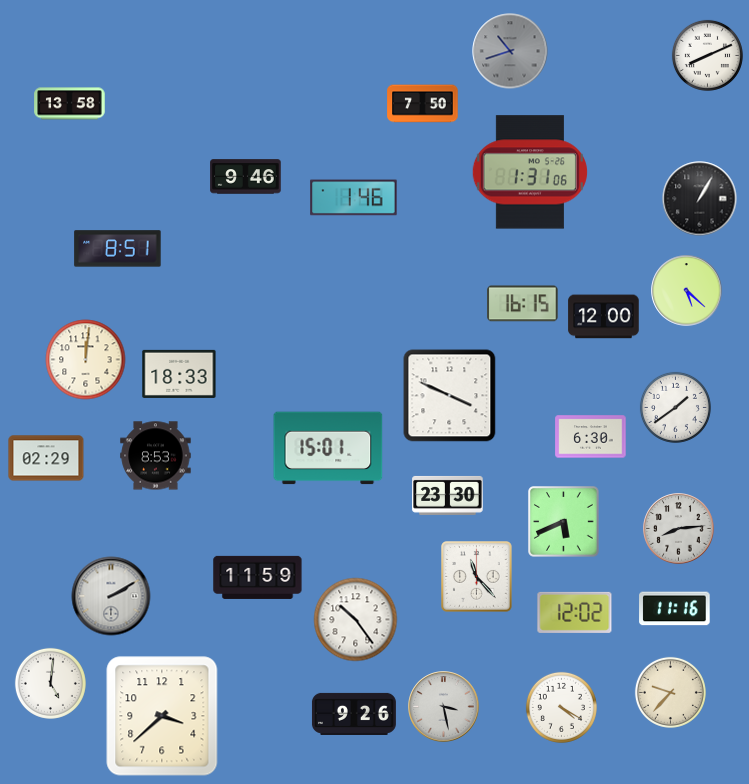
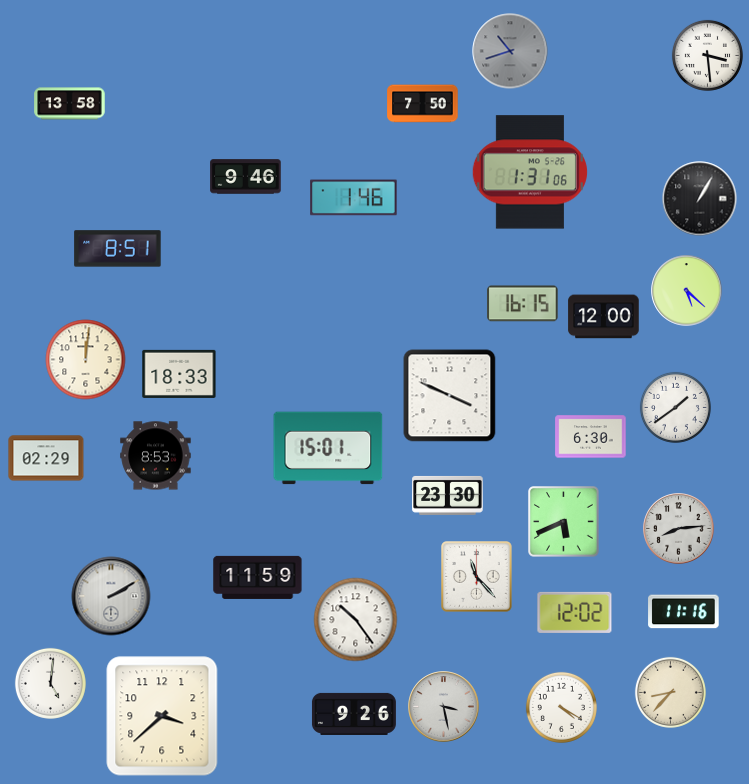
clock at (707, 55): 8:11 -> 3:29
clock at (675, 609) position: (675, 609) -> (684, 612)
clock at (670, 692): 9:37 -> 8:37
